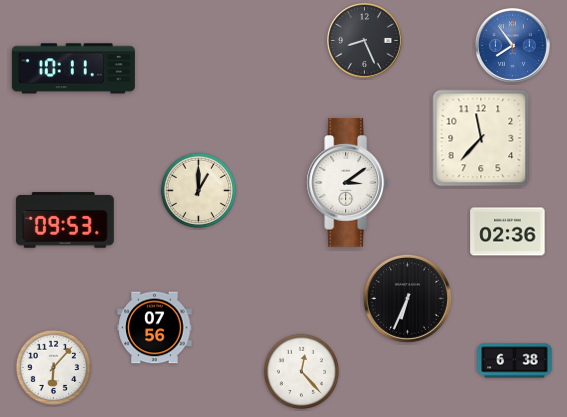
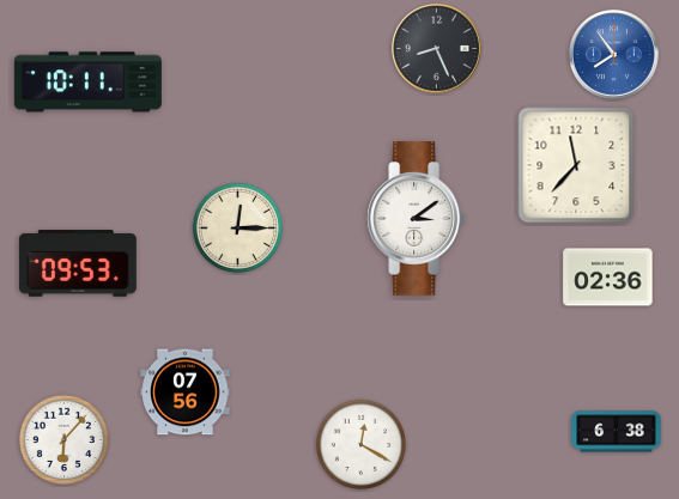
clock at (199, 191): 1:00 -> 12:15
clock at (407, 298): 6:34 -> none
clock at (302, 372): 12:23 -> 12:20
